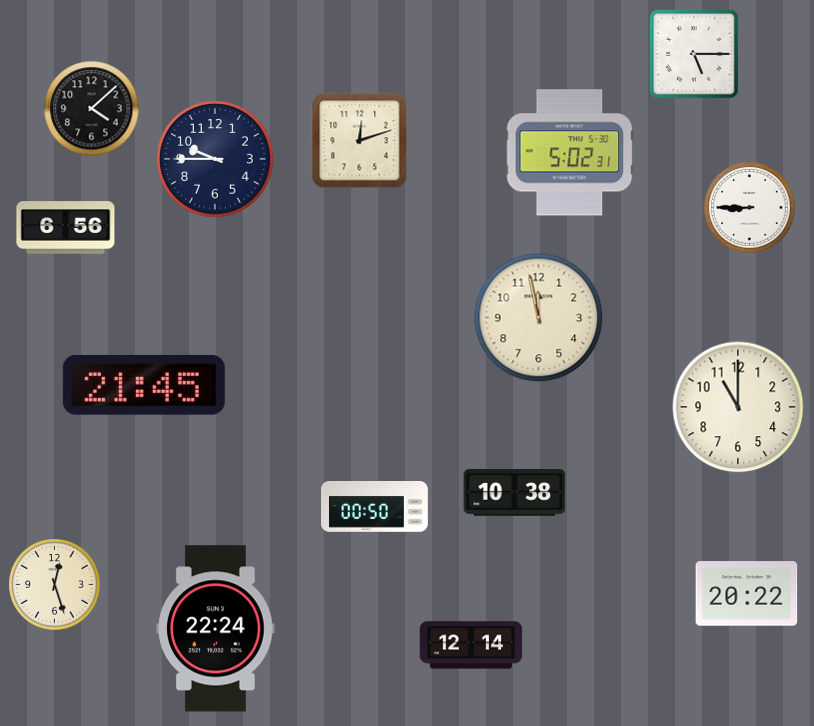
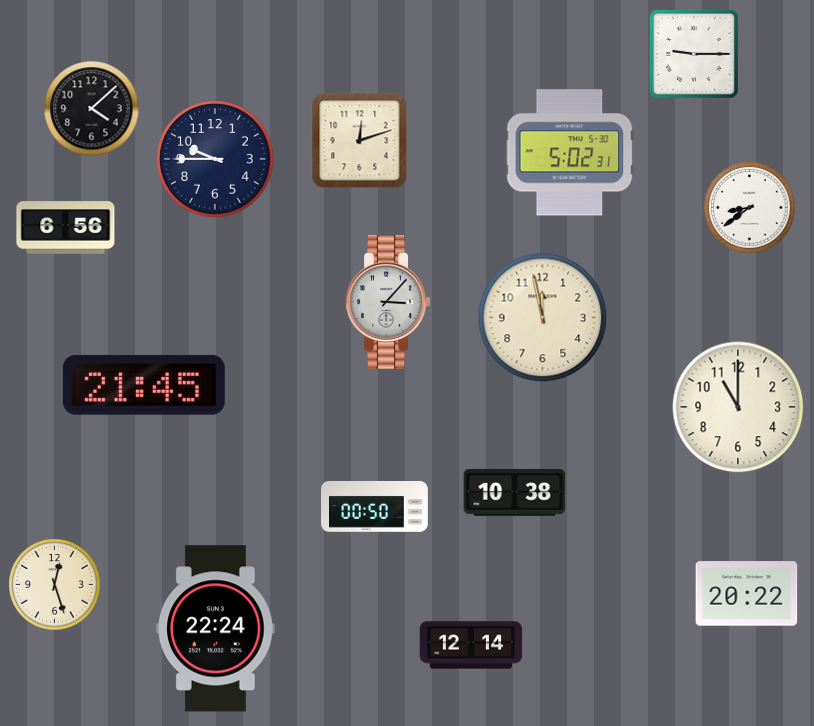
clock at (694, 54): 5:15 -> 9:15
clock at (750, 208): 8:45 -> 8:39
clock at (387, 302): none -> 3:07
clock at (539, 318) position: (539, 318) -> (543, 318)
